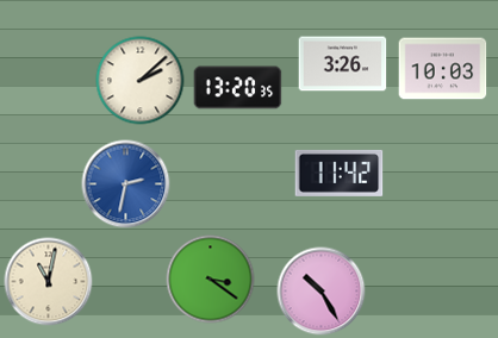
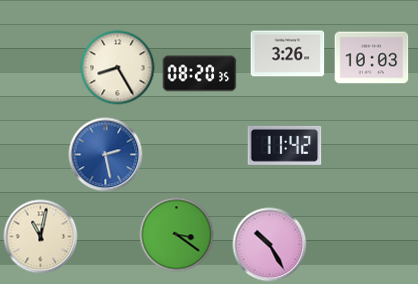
clock at (141, 81): 2:08 -> 8:25
clock at (238, 88): 13:20 -> 08:20
clock at (126, 184): 2:32 -> 2:28
